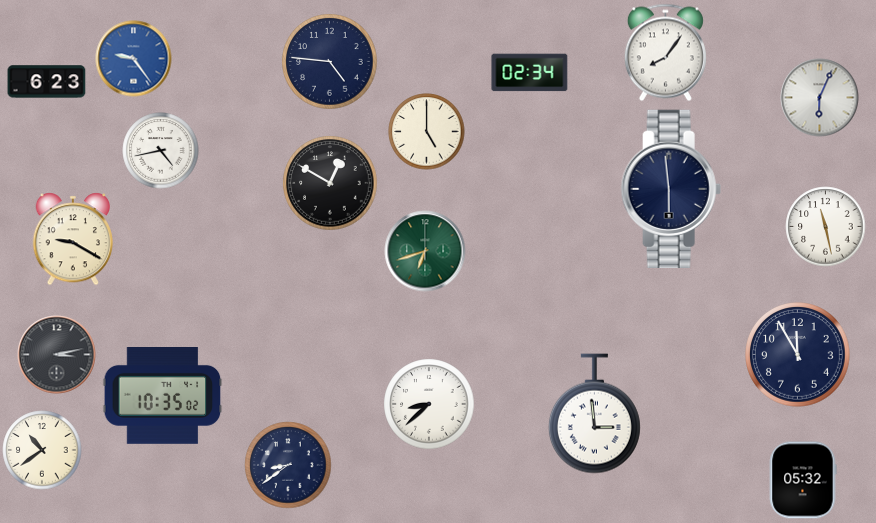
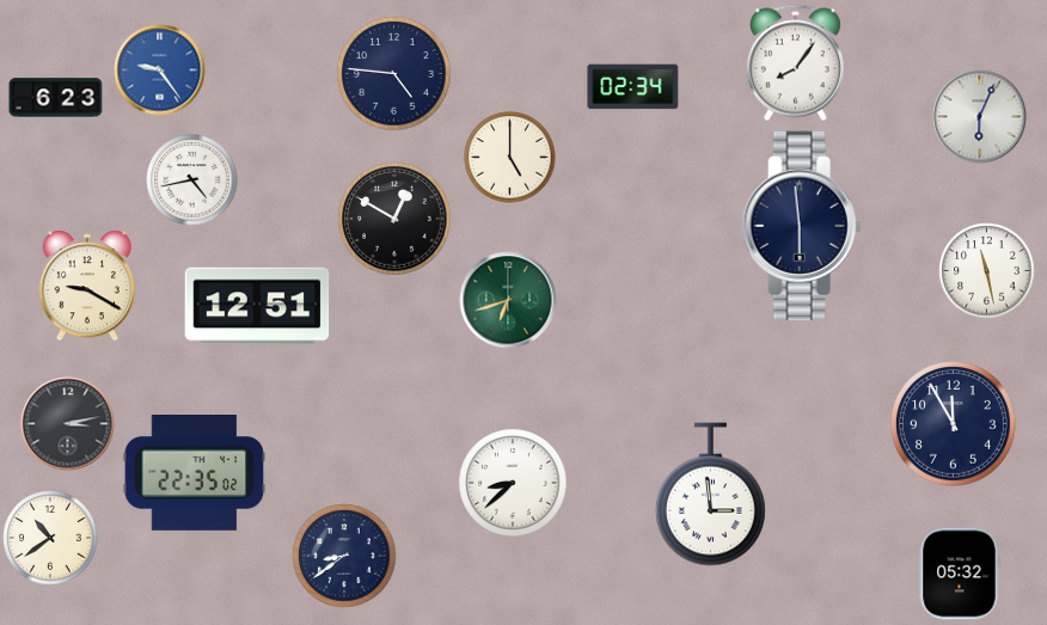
clock at (257, 306): none -> 12:51
clock at (163, 396): 10:35 -> 22:35
